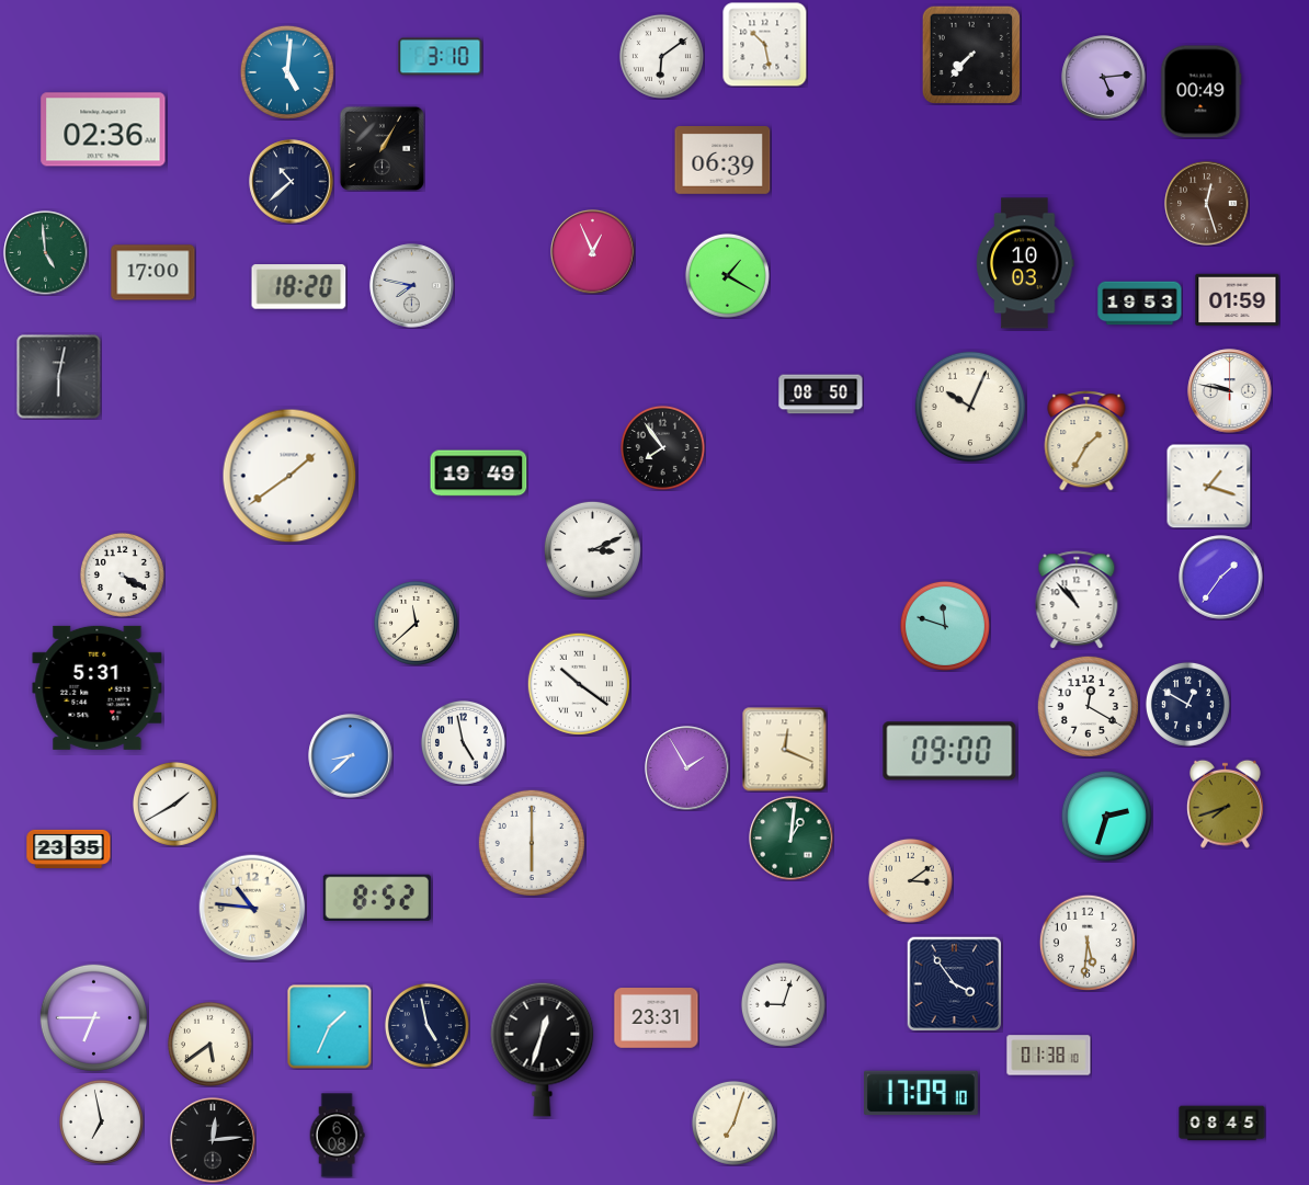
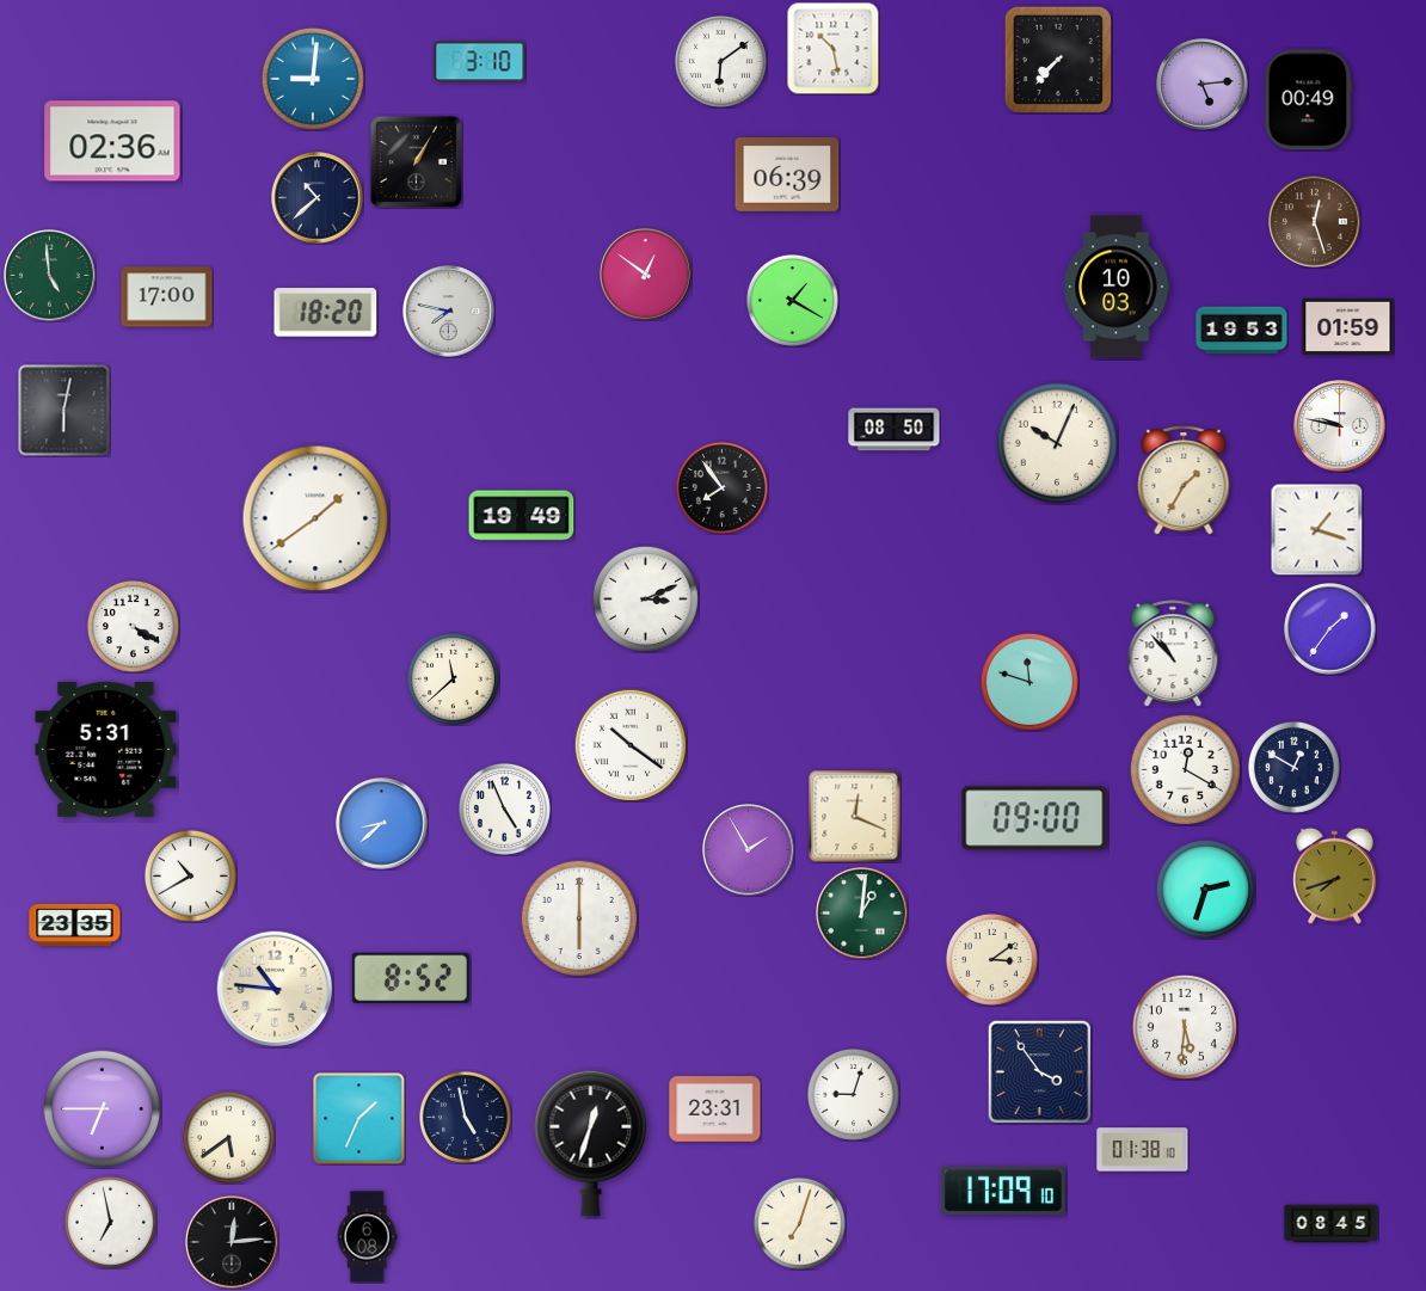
clock at (287, 72): 5:01 -> 9:01
clock at (593, 252): 12:56 -> 12:51
clock at (463, 742): 4:58 -> 4:56
clock at (687, 768) position: (687, 768) -> (749, 850)
clock at (174, 804): 1:40 -> 10:40
